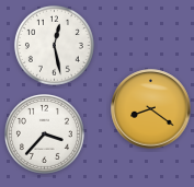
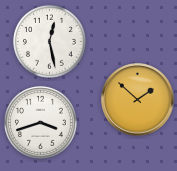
clock at (151, 109): 8:21 -> 1:52
clock at (44, 133): 3:37 -> 3:42
